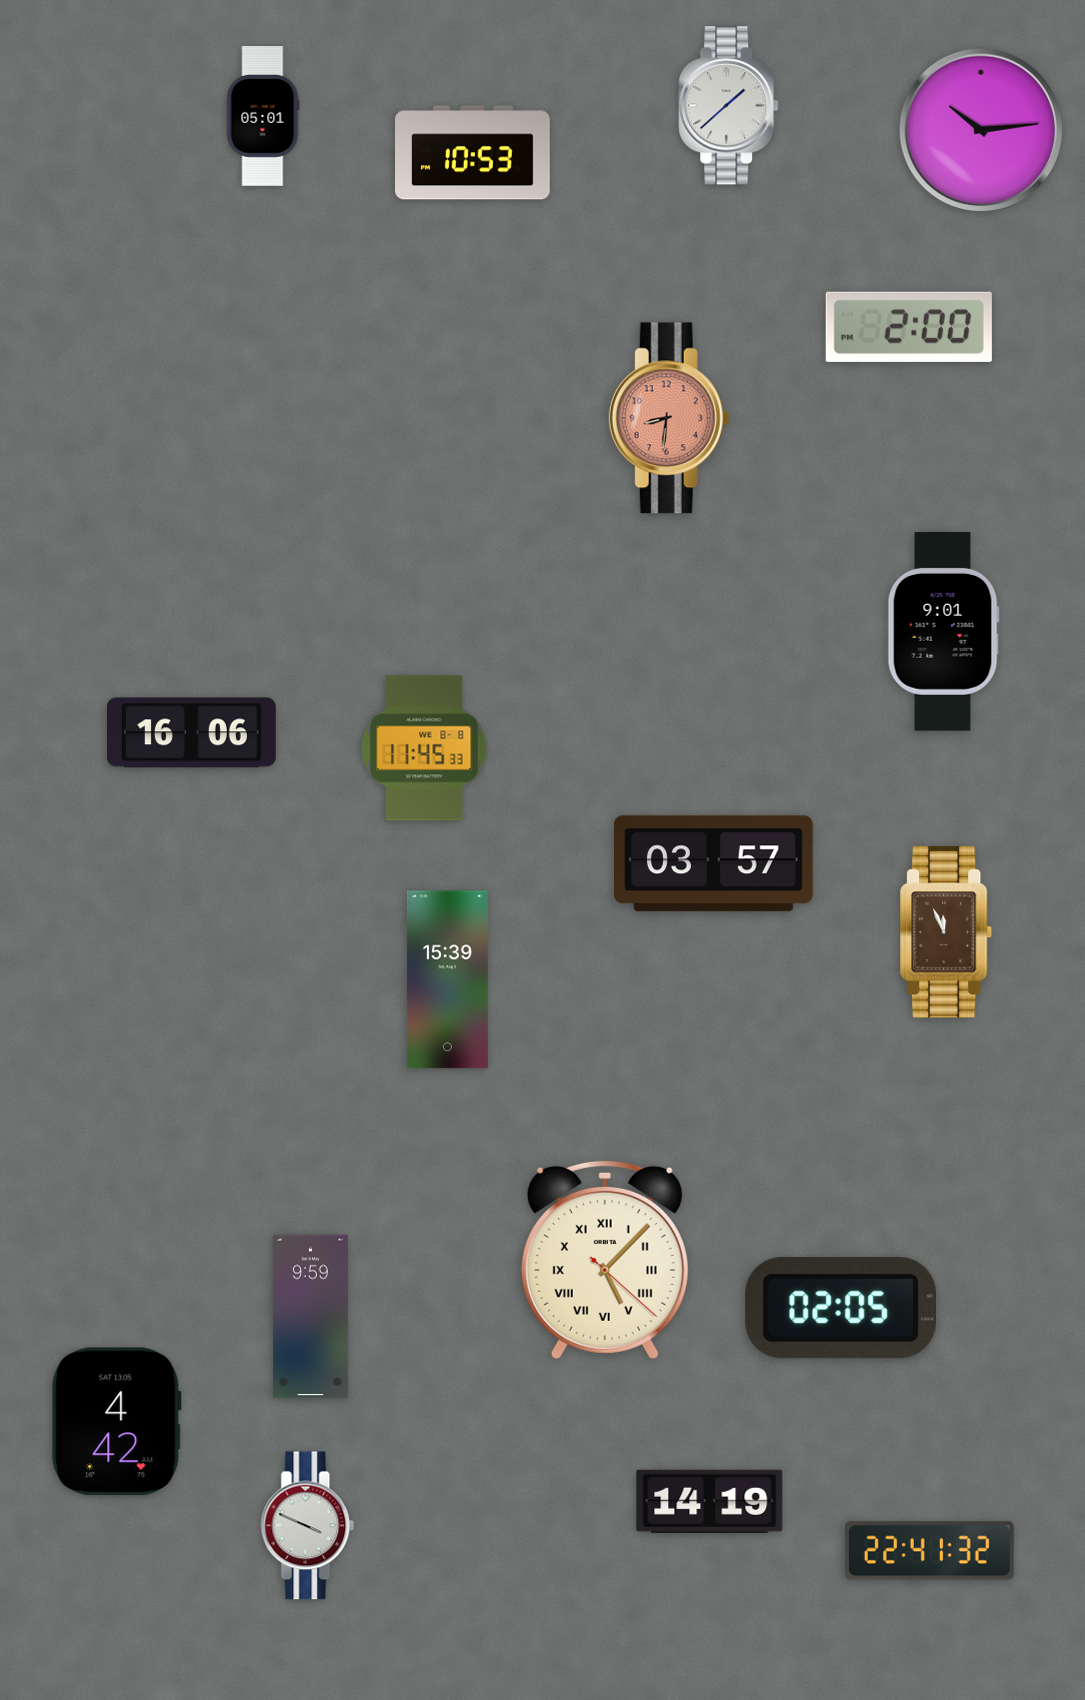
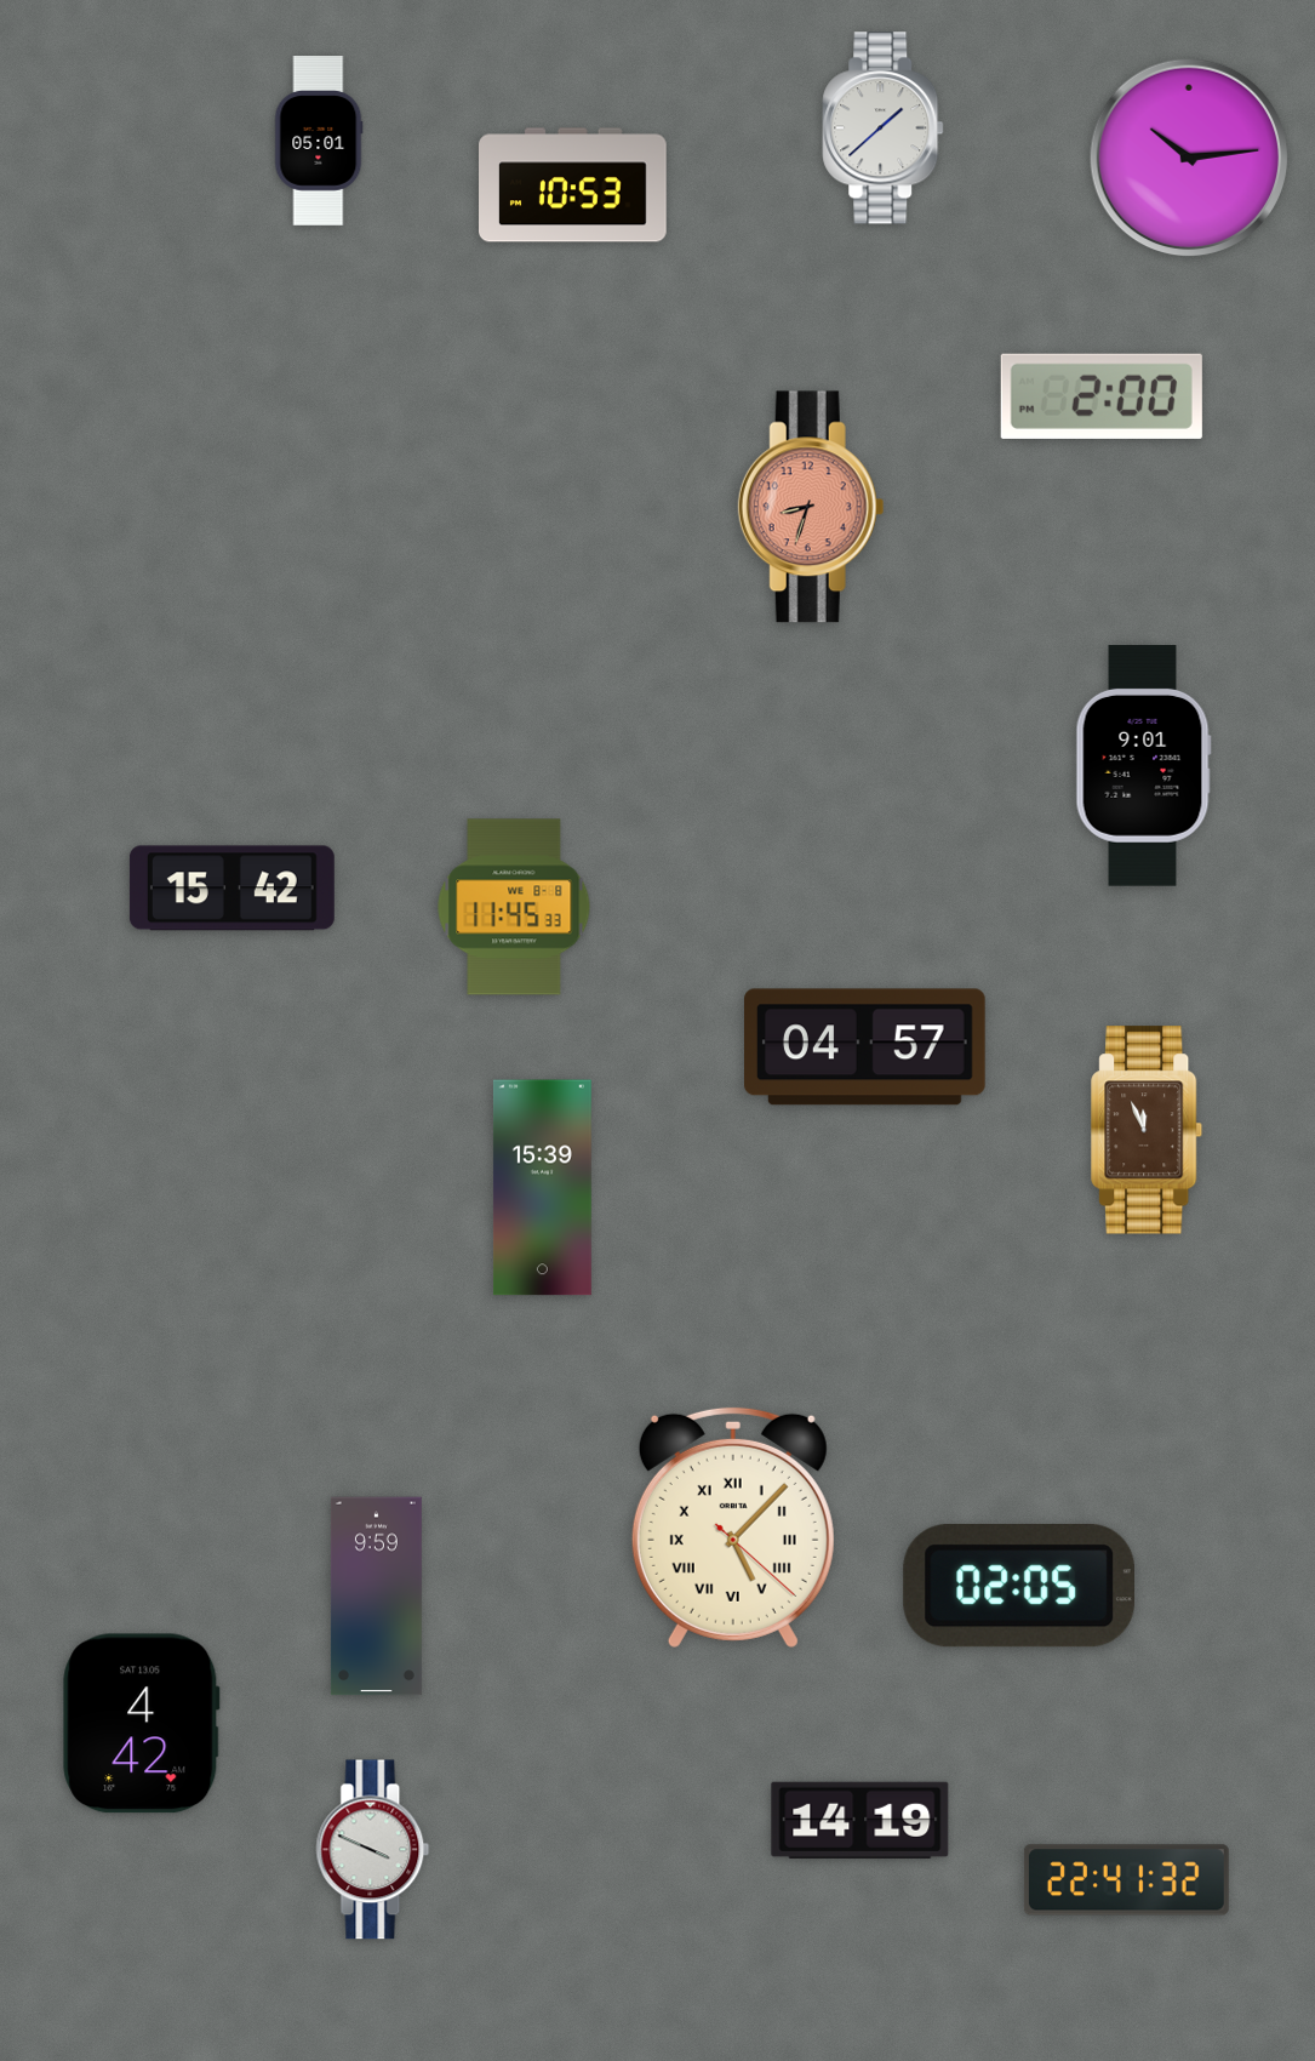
clock at (669, 418): 8:31 -> 8:33
clock at (191, 733): 16:06 -> 15:42
clock at (714, 864): 03:57 -> 04:57
